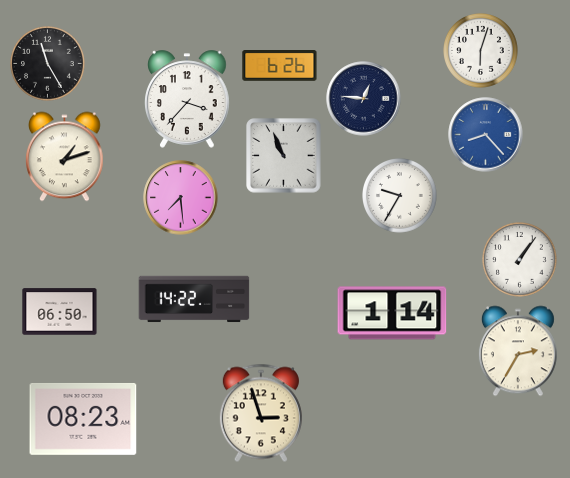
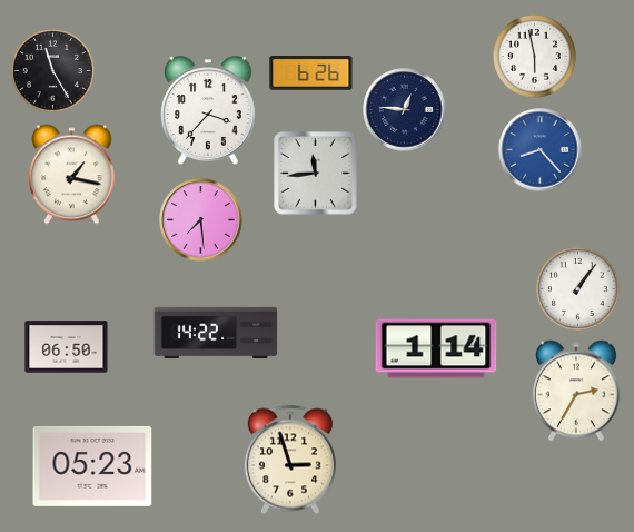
clock at (481, 51): 6:03 -> 5:58
clock at (284, 156): 10:56 -> 11:44
clock at (65, 157): 1:12 -> 1:17
clock at (400, 196): 9:35 -> none
clock at (83, 419): 08:23 -> 05:23
